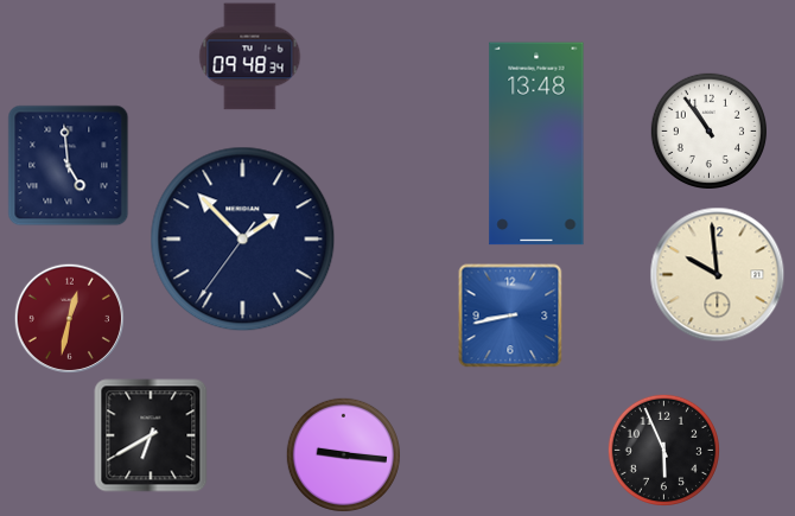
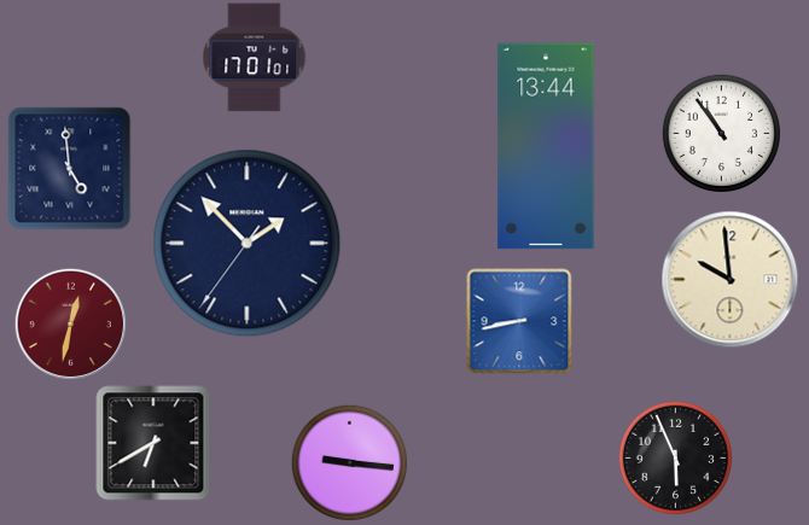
clock at (250, 57): 09:48 -> 17:01
clock at (536, 144): 13:48 -> 13:44
